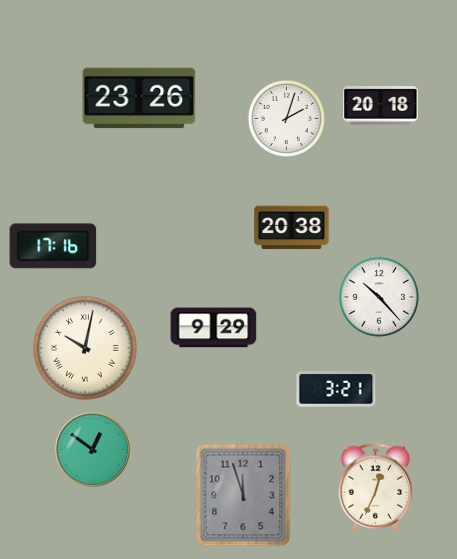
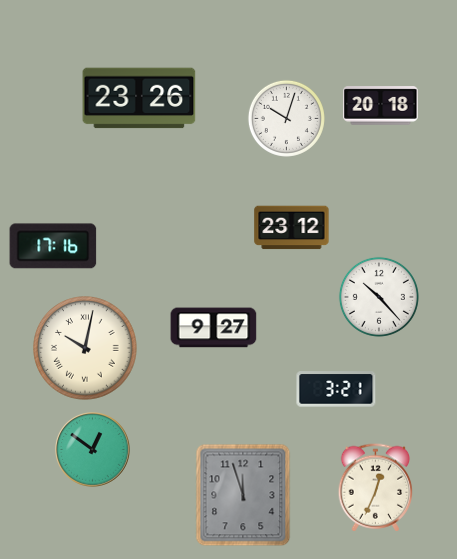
clock at (286, 118): 2:03 -> 10:03
clock at (292, 228): 20:38 -> 23:12
clock at (214, 328): 9:29 -> 9:27
